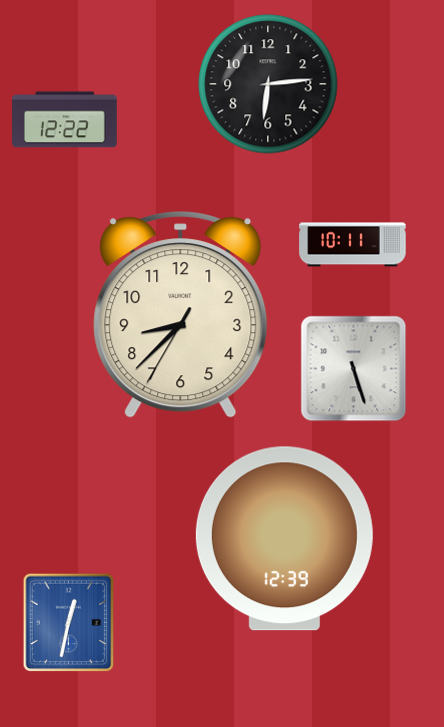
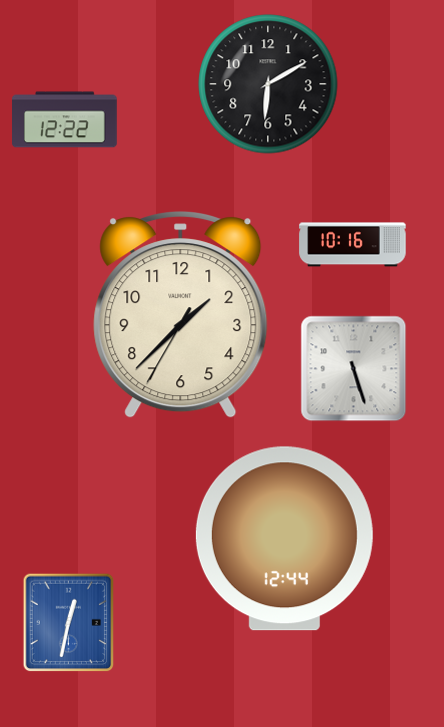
clock at (268, 84): 6:14 -> 6:10
clock at (353, 245): 10:11 -> 10:16
clock at (181, 315): 8:37 -> 1:37
clock at (284, 539): 12:39 -> 12:44
